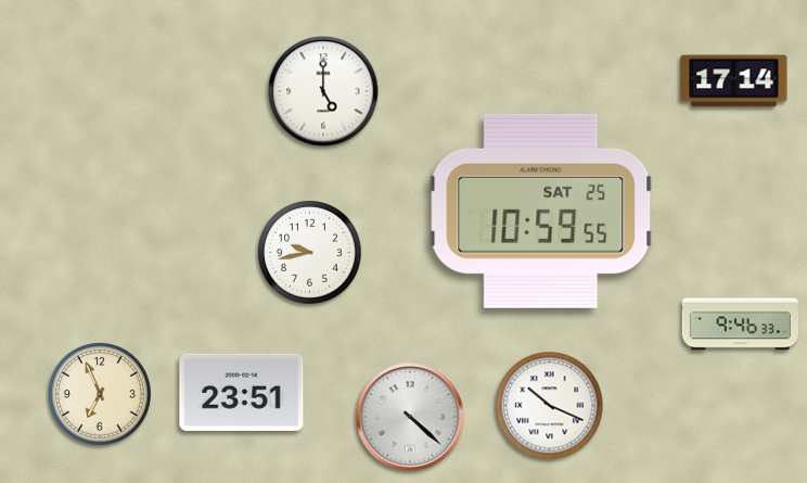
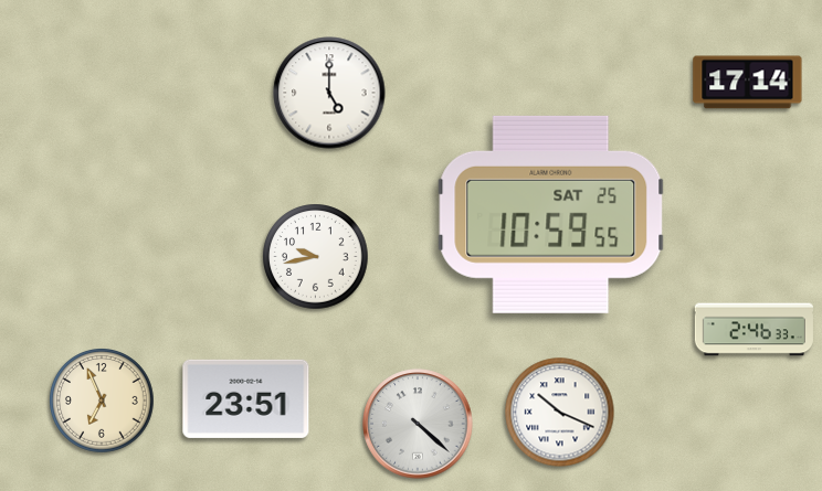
clock at (740, 325): 9:46 -> 2:46
